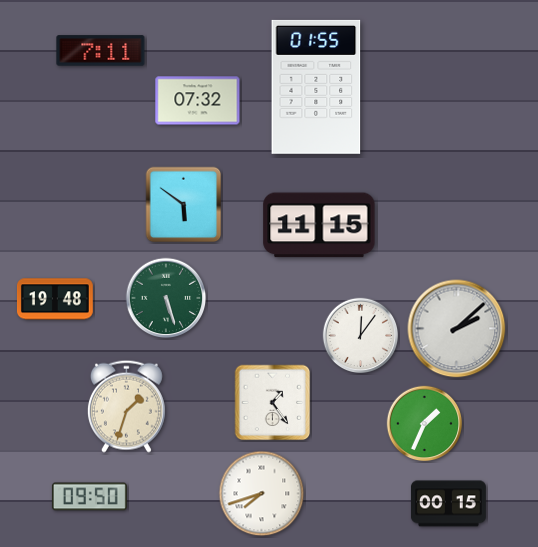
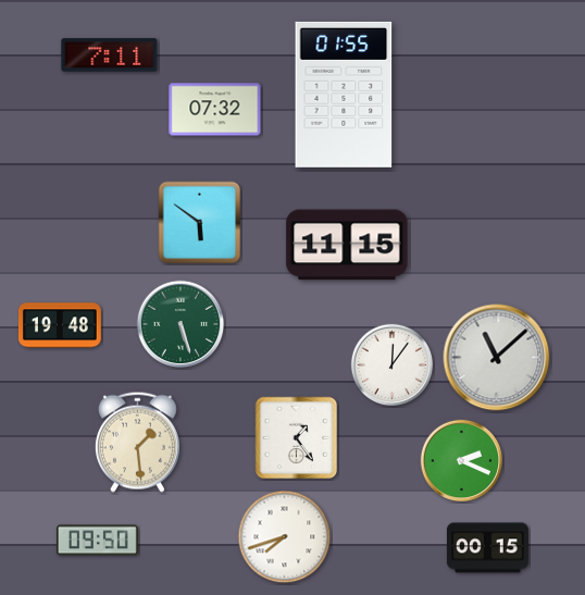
clock at (457, 329): 2:08 -> 11:08
clock at (126, 406): 1:33 -> 1:29
clock at (425, 424): 1:34 -> 2:19
